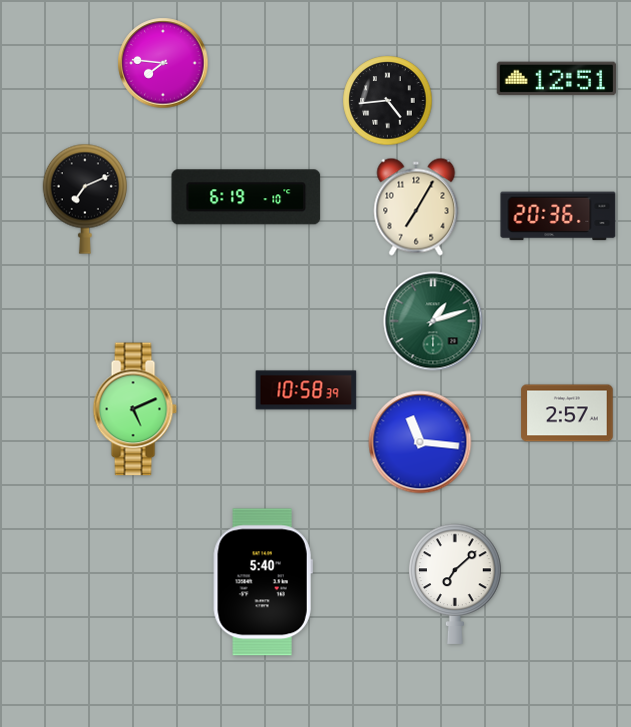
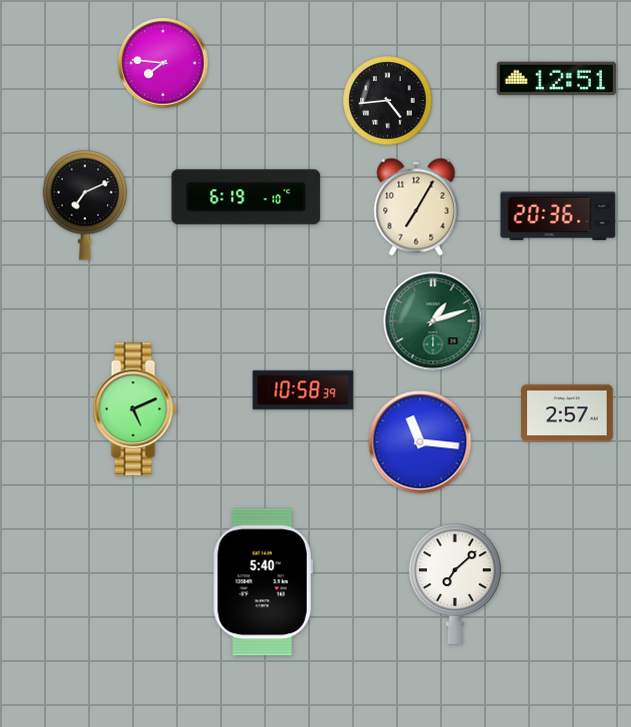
clock at (84, 199) position: (84, 199) -> (84, 205)
clock at (306, 390) position: (306, 390) -> (303, 390)
